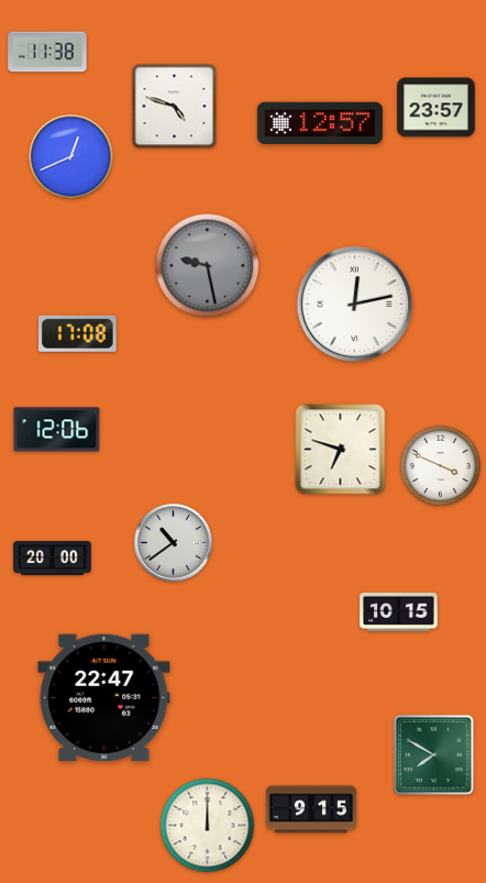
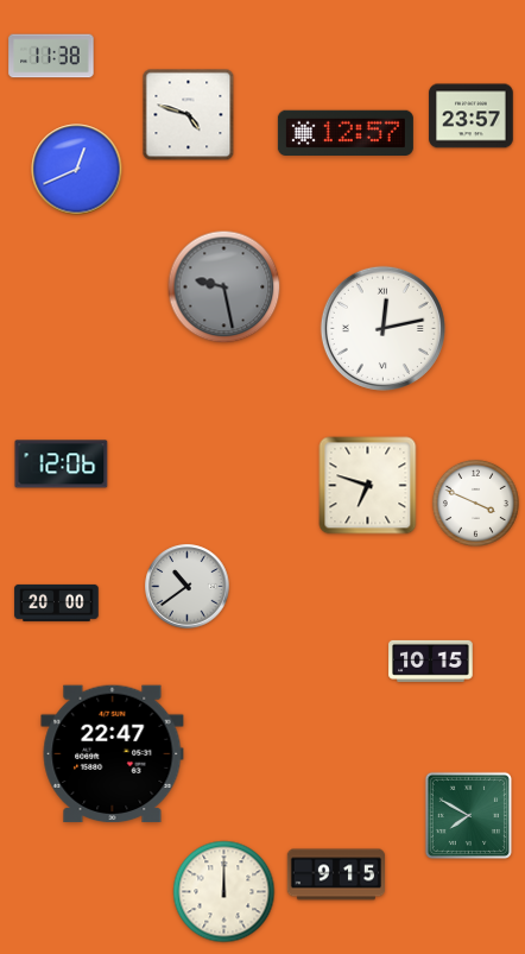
clock at (78, 333): 17:08 -> none
